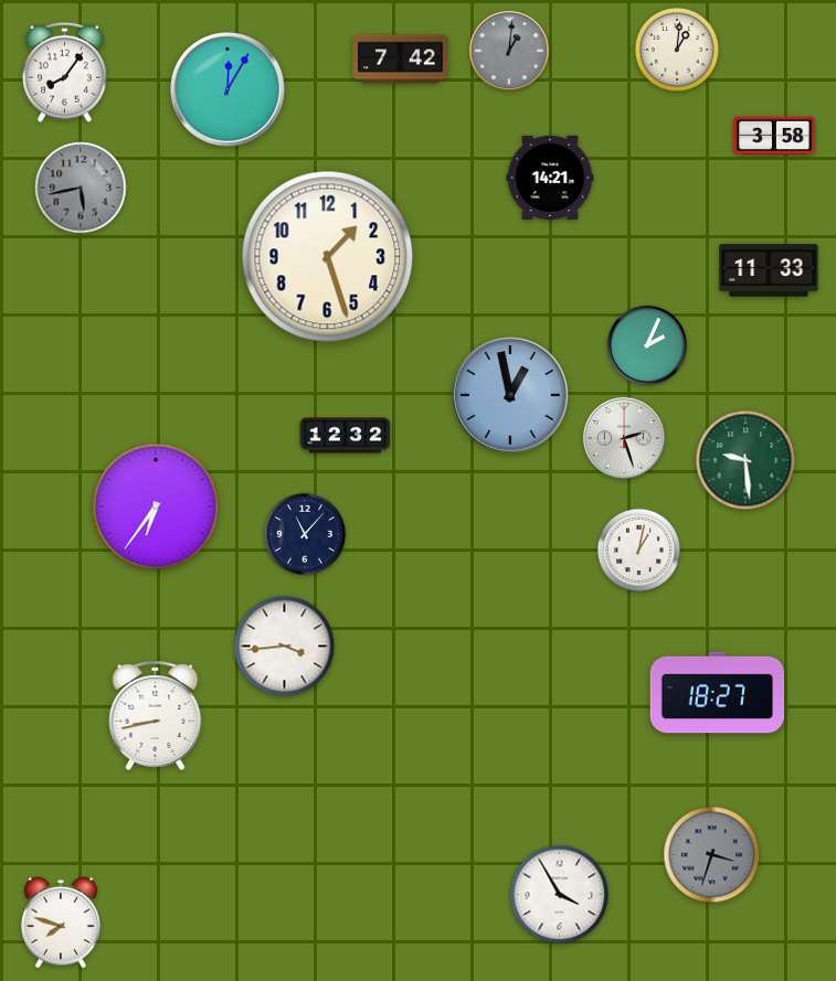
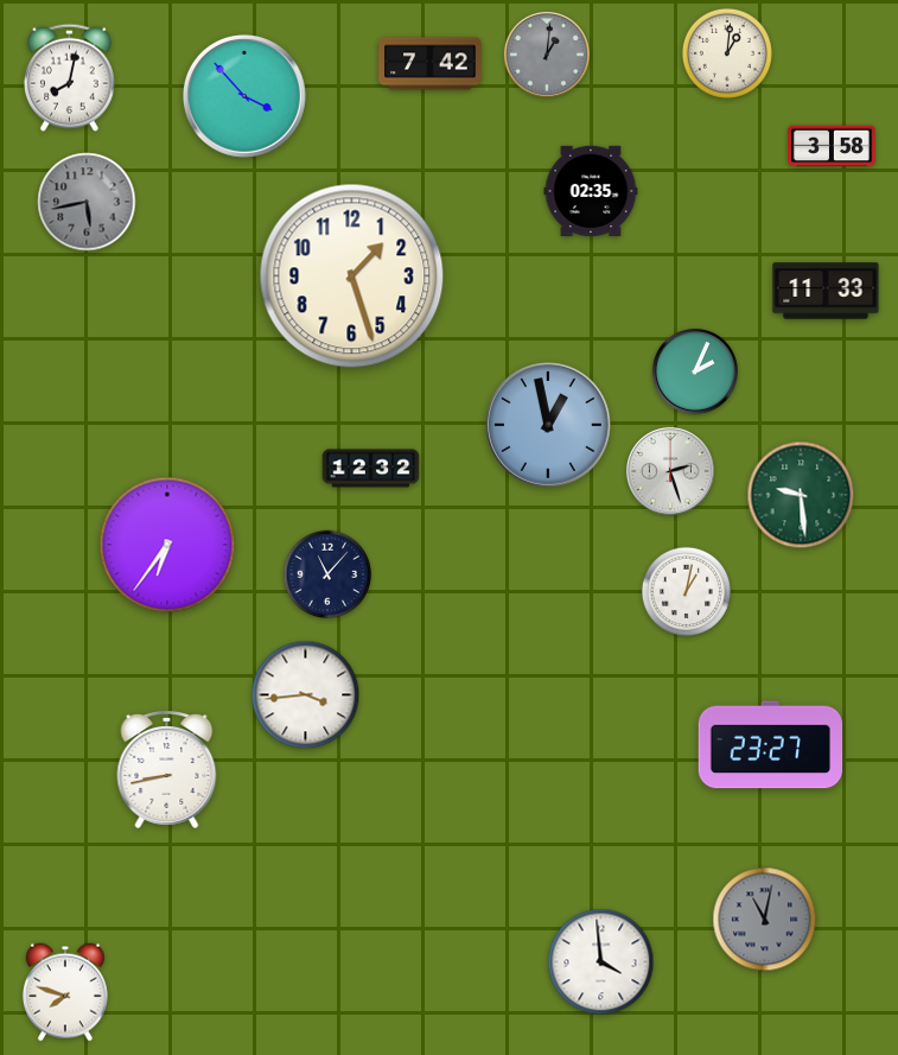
clock at (64, 72): 8:06 -> 8:02
clock at (227, 89): 12:05 -> 3:53
clock at (550, 177): 14:21 -> 02:35
clock at (718, 693): 18:27 -> 23:27
clock at (712, 855): 3:33 -> 11:02
clock at (560, 895): 3:55 -> 3:59
